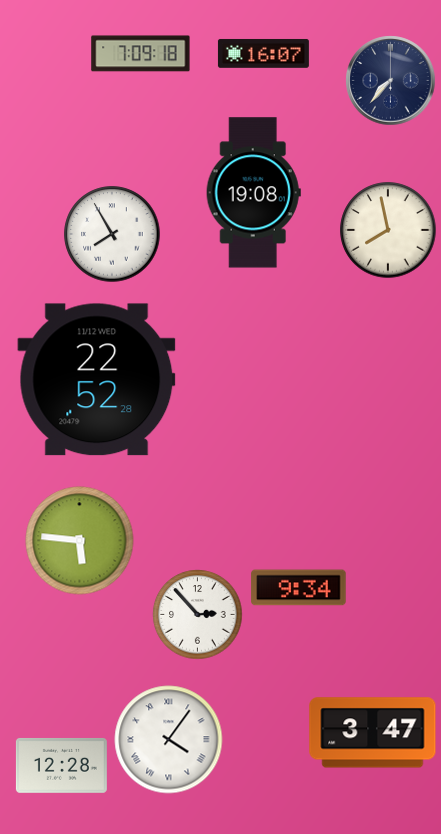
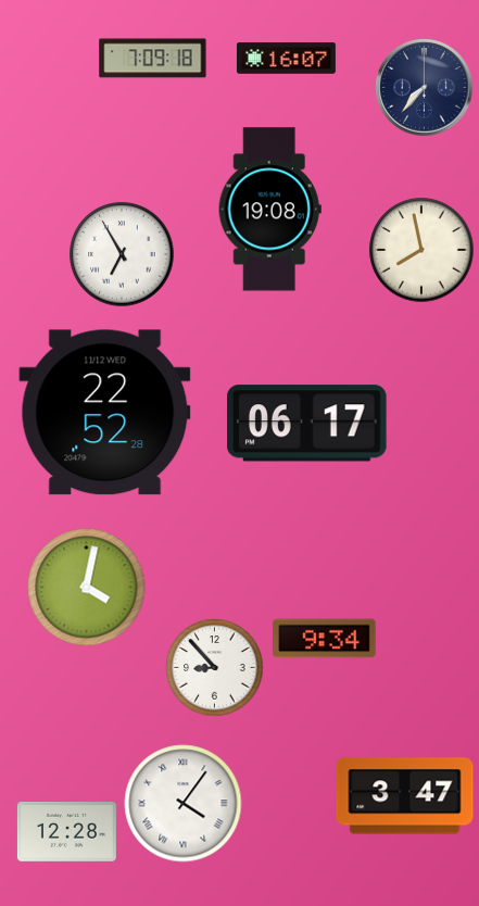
clock at (253, 193) position: (253, 193) -> (269, 210)
clock at (112, 234): 7:55 -> 6:55
clock at (307, 424): none -> 06:17
clock at (80, 541): 5:46 -> 4:02
clock at (198, 615): 2:53 -> 8:53
